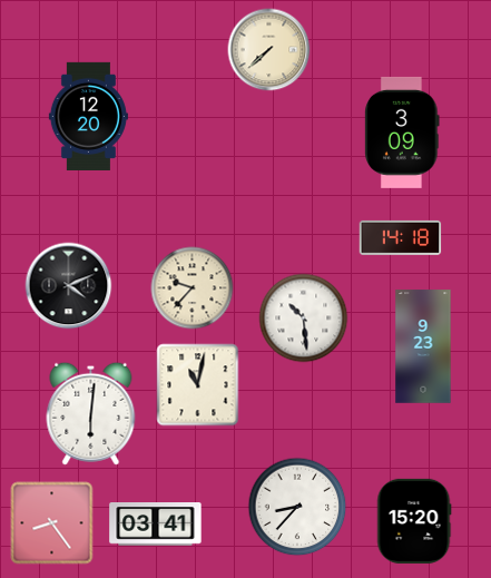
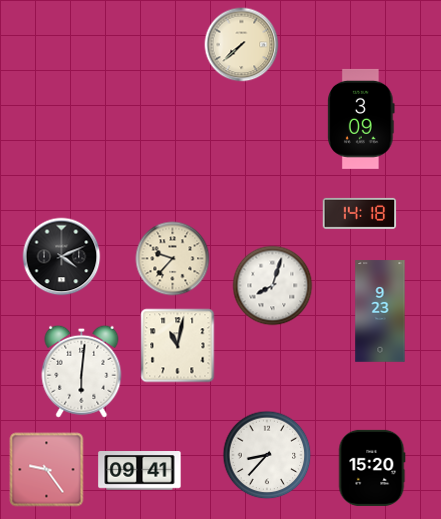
clock at (88, 116): 12:20 -> none
clock at (304, 319): 10:29 -> 8:03
clock at (52, 523): 8:24 -> 9:24
clock at (156, 525): 03:41 -> 09:41
